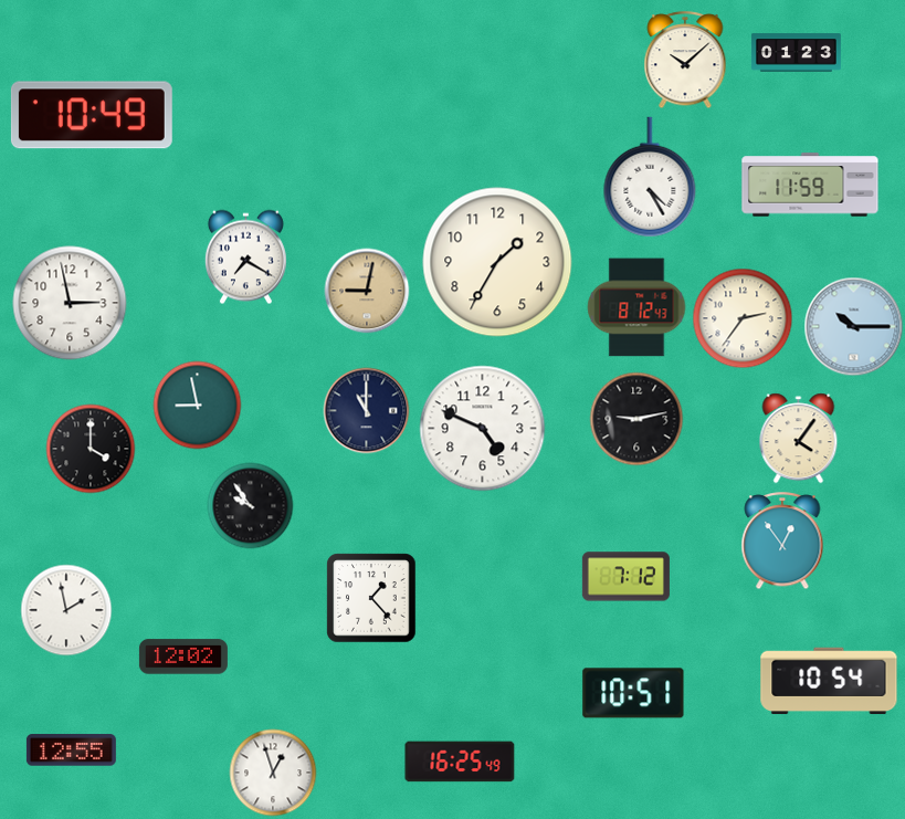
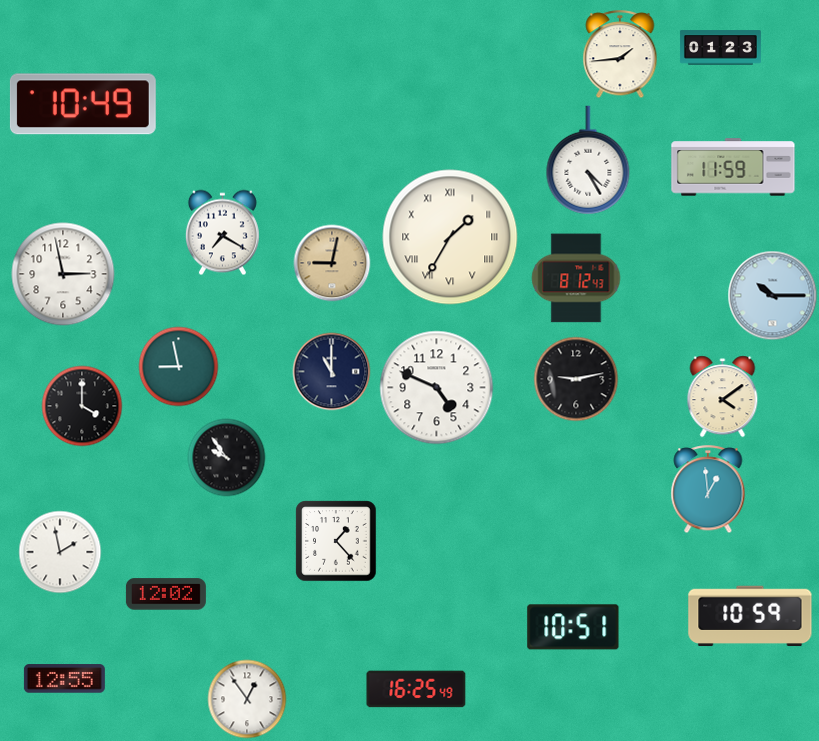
clock at (685, 61): 10:08 -> 1:44
clock at (497, 262) numerals: Arabic -> Roman
clock at (743, 318): 2:36 -> none
clock at (799, 439): 4:06 -> 4:09
clock at (782, 542): 12:54 -> 12:59
clock at (625, 577): 7:12 -> none
clock at (829, 681): 10:54 -> 10:59
clock at (273, 773): 12:57 -> 12:54
